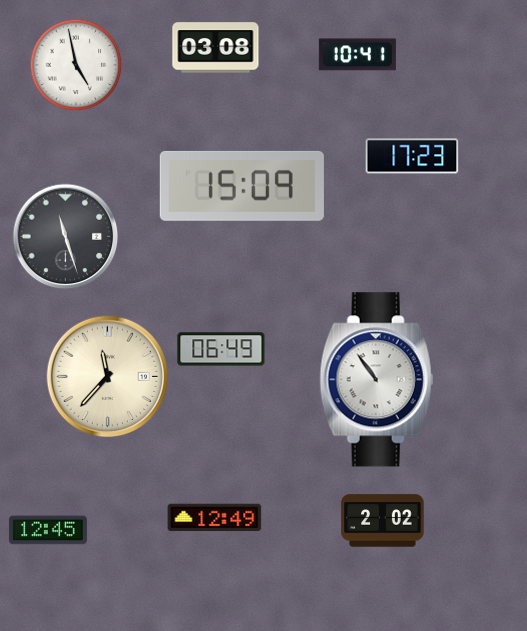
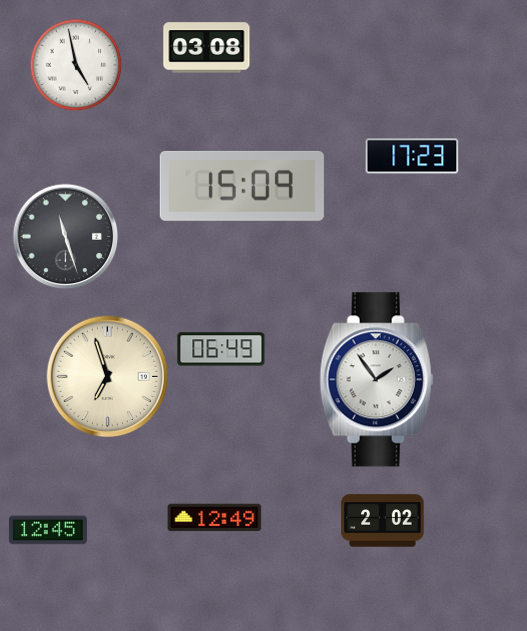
clock at (216, 48) position: (216, 48) -> (207, 48)
clock at (357, 55): 10:41 -> none
clock at (108, 377): 11:37 -> 6:57
clock at (377, 380): 10:54 -> 1:54
